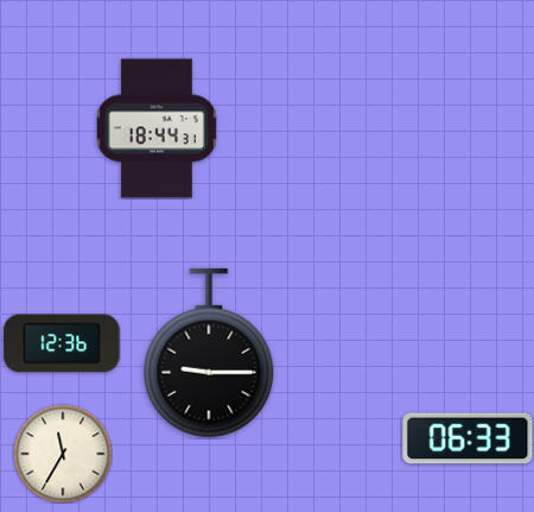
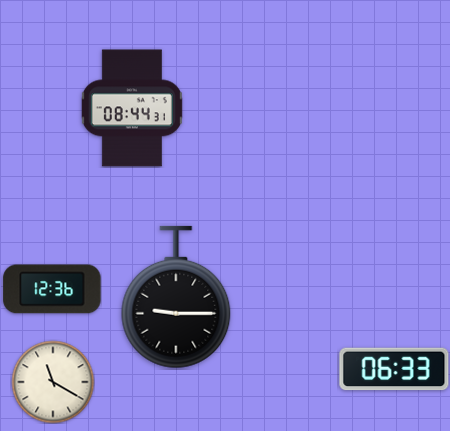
clock at (157, 128): 18:44 -> 08:44
clock at (63, 454): 11:35 -> 11:20
